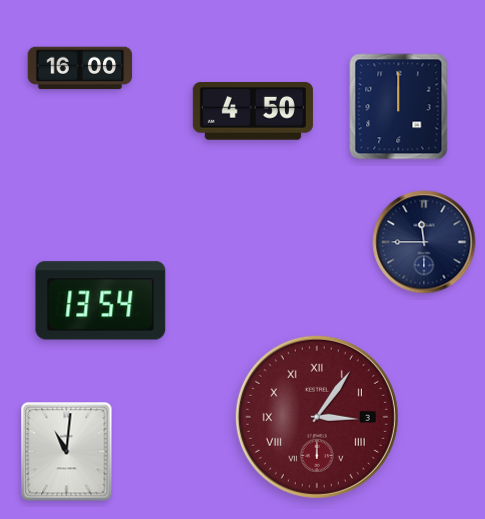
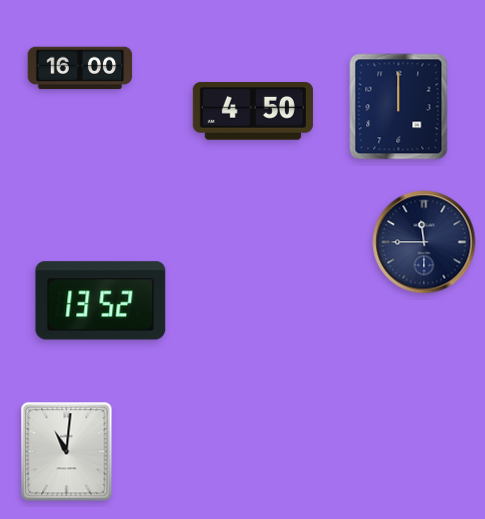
clock at (101, 301): 13:54 -> 13:52
clock at (317, 417): 3:06 -> none
